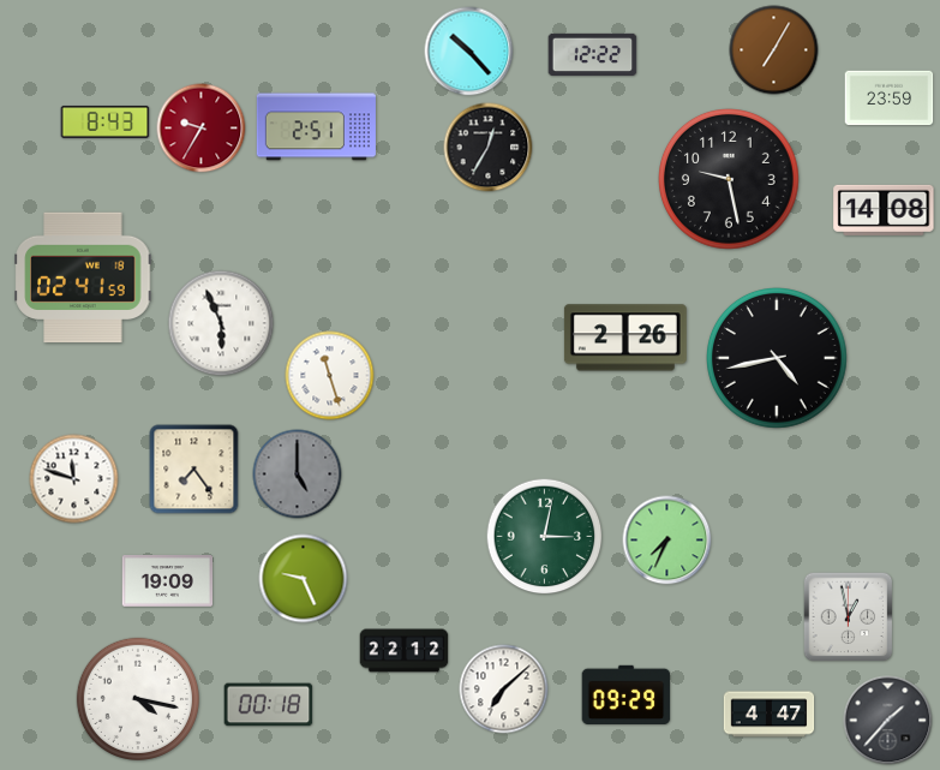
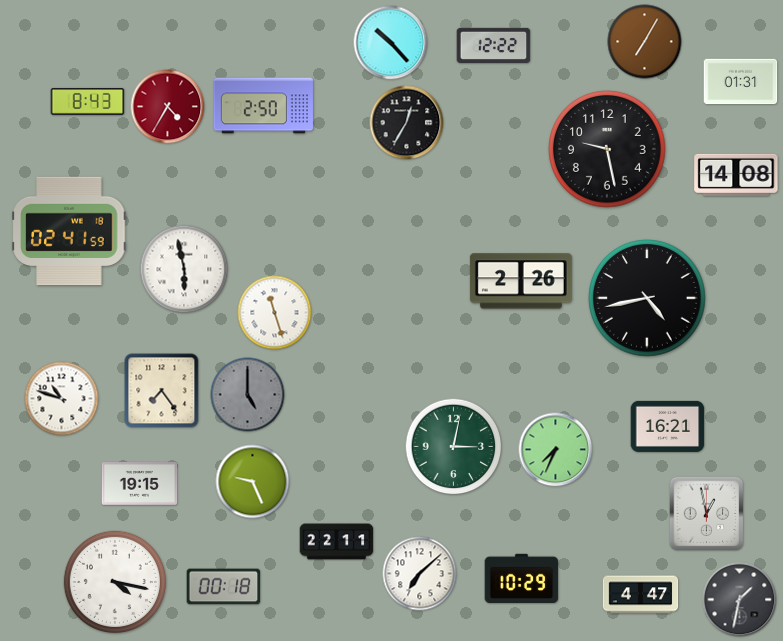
clock at (890, 99): 23:59 -> 01:31
clock at (316, 127): 2:51 -> 2:50
clock at (202, 129): 9:35 -> 4:35
clock at (221, 323): 5:56 -> 5:58
clock at (74, 479): 11:48 -> 10:48
clock at (668, 426): none -> 16:21
clock at (168, 581): 19:09 -> 19:15
clock at (405, 651): 22:12 -> 22:11
clock at (627, 694): 09:29 -> 10:29
clock at (888, 721): 1:37 -> 1:32
